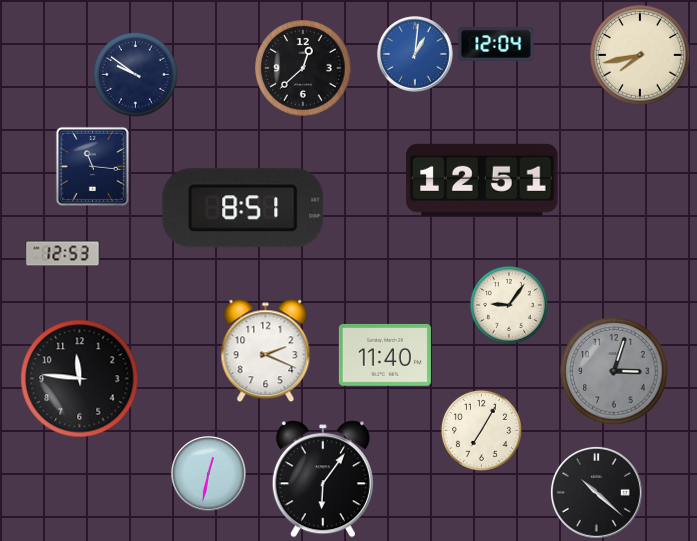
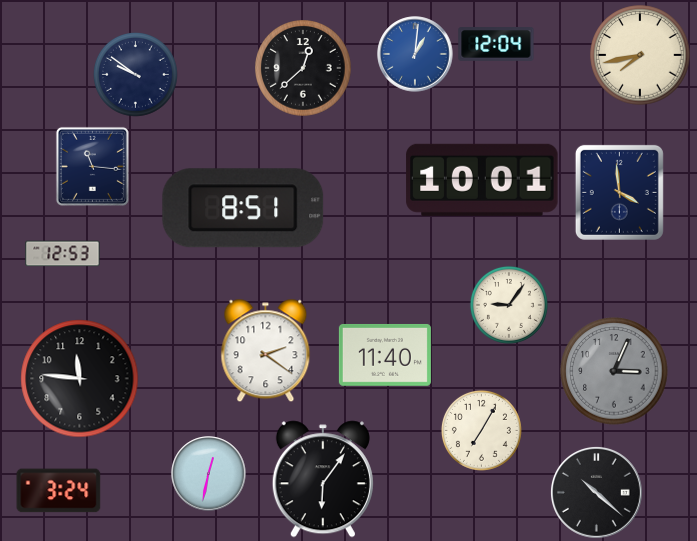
clock at (482, 180): 12:51 -> 10:01
clock at (619, 192): none -> 3:59
clock at (266, 351): 2:19 -> 2:21
clock at (614, 371): 3:03 -> 3:04
clock at (59, 491): none -> 3:24
